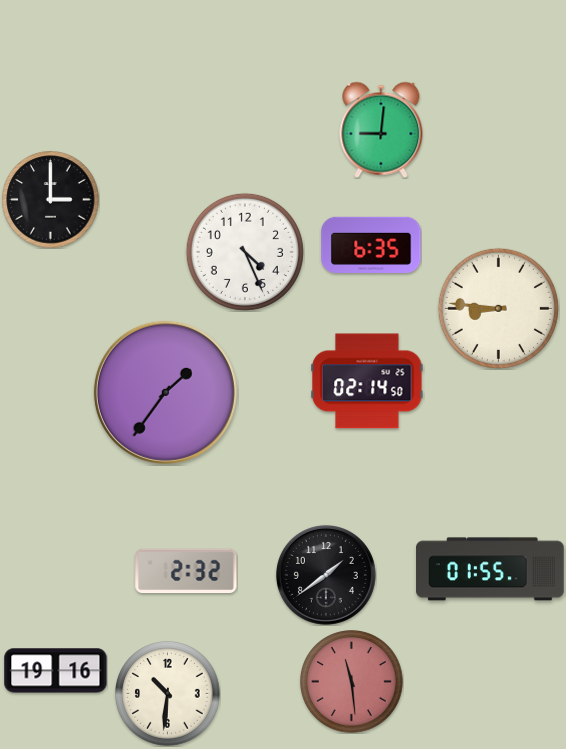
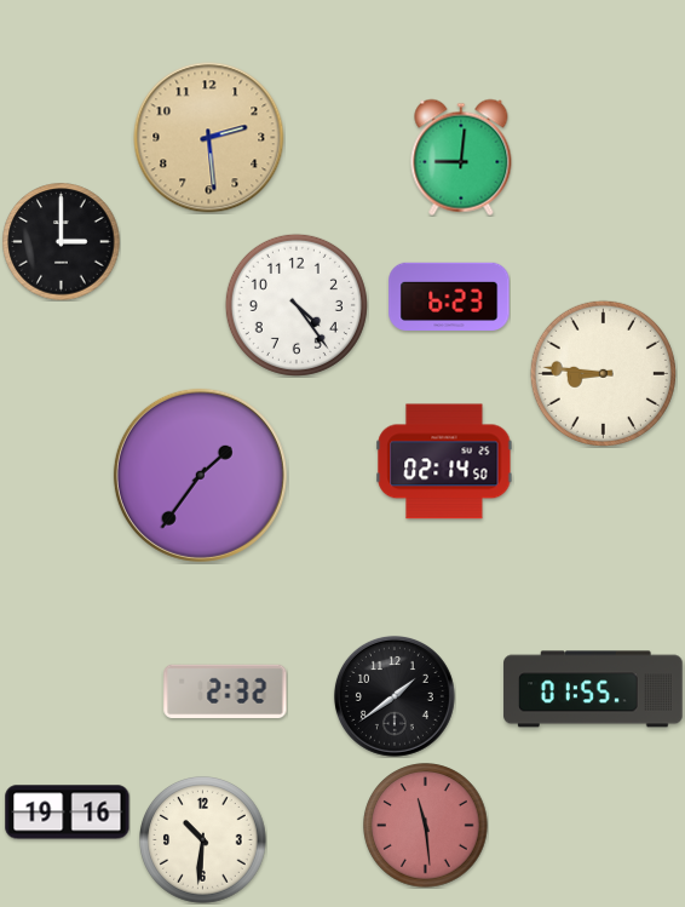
clock at (209, 138): none -> 2:29
clock at (371, 244): 6:35 -> 6:23
clock at (245, 252): 4:26 -> 4:24
